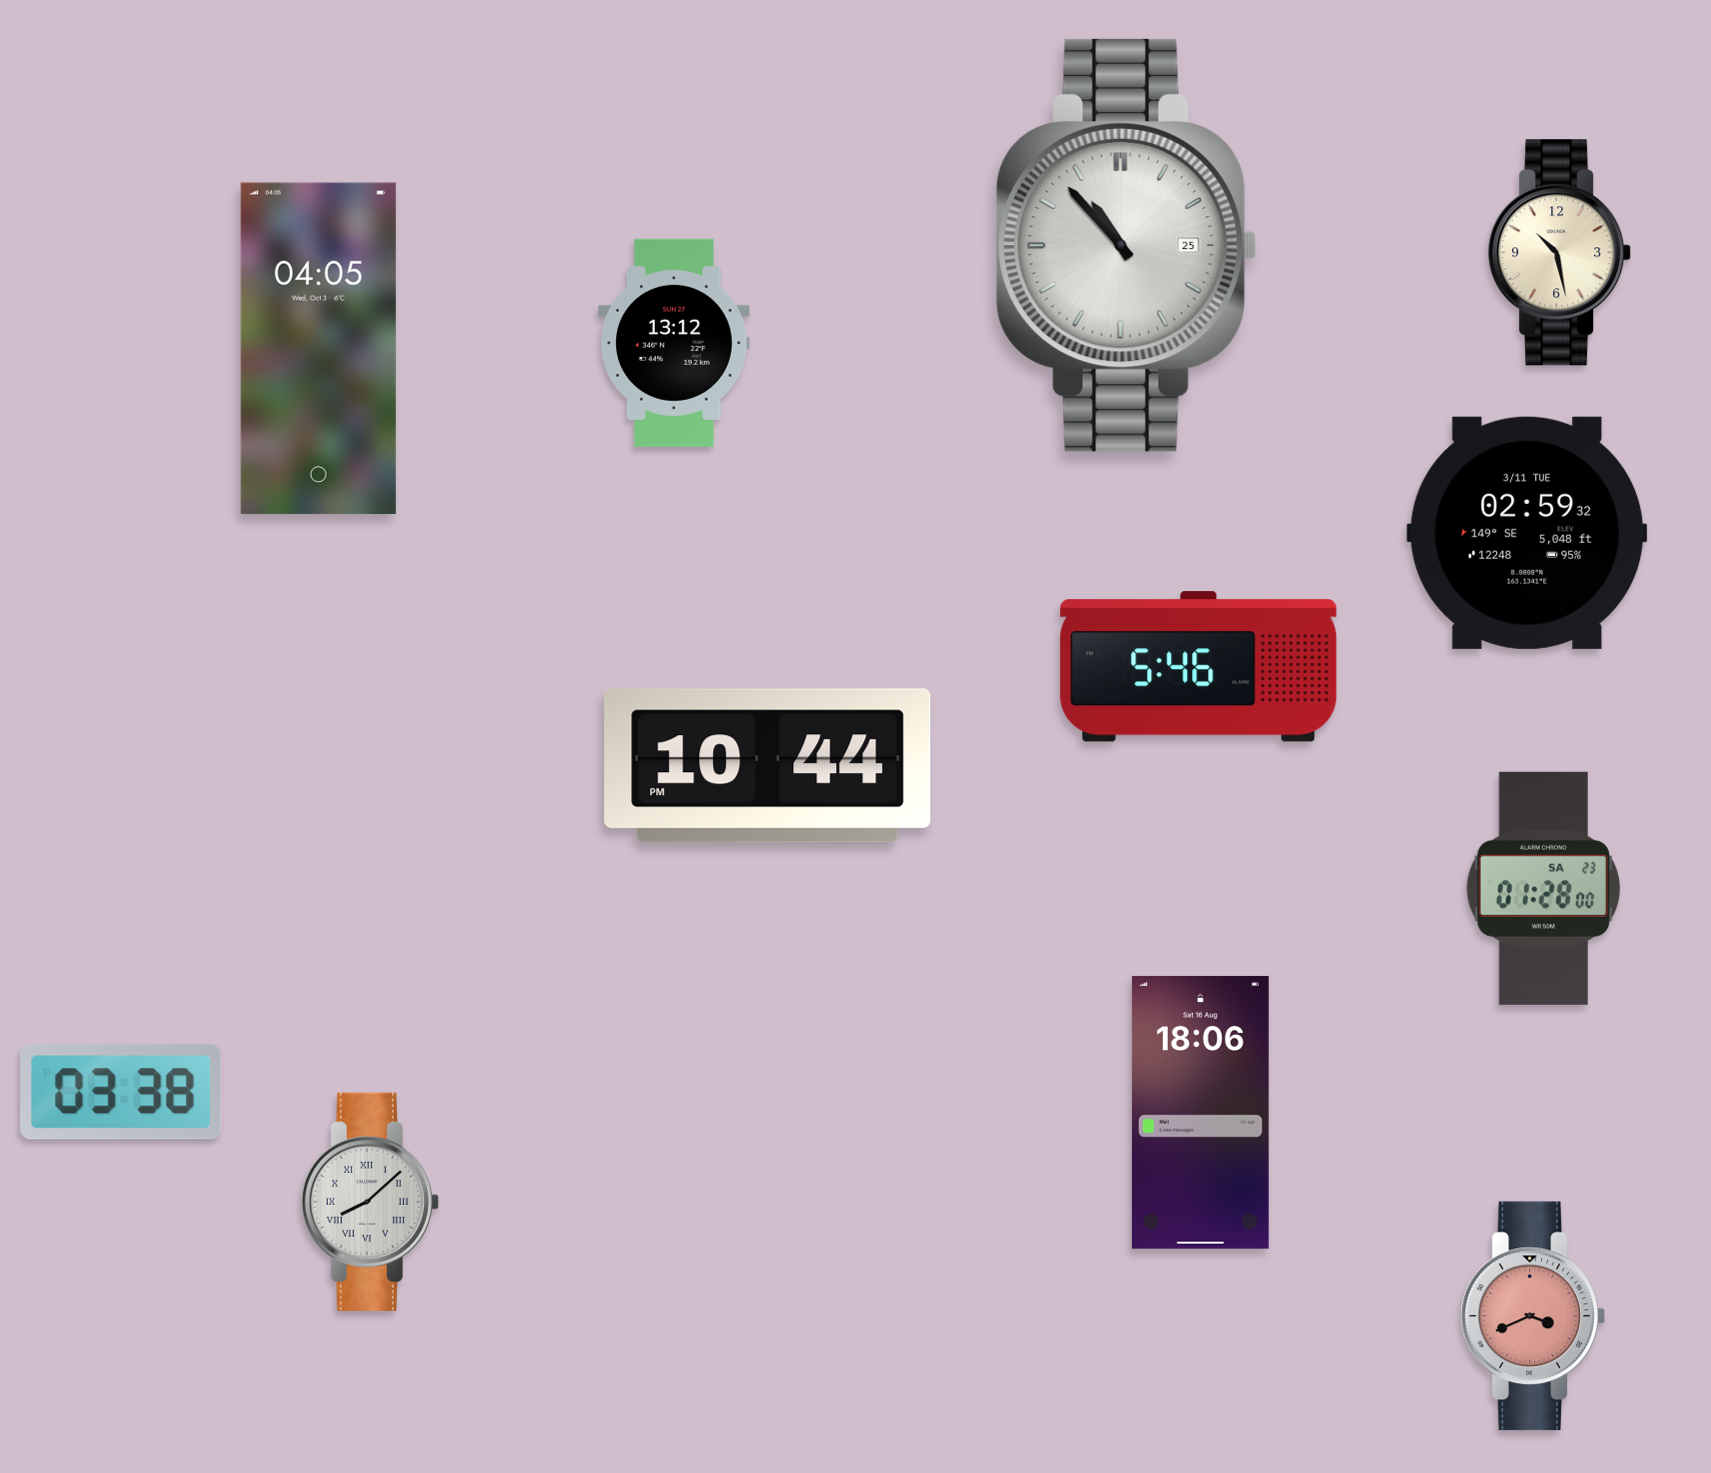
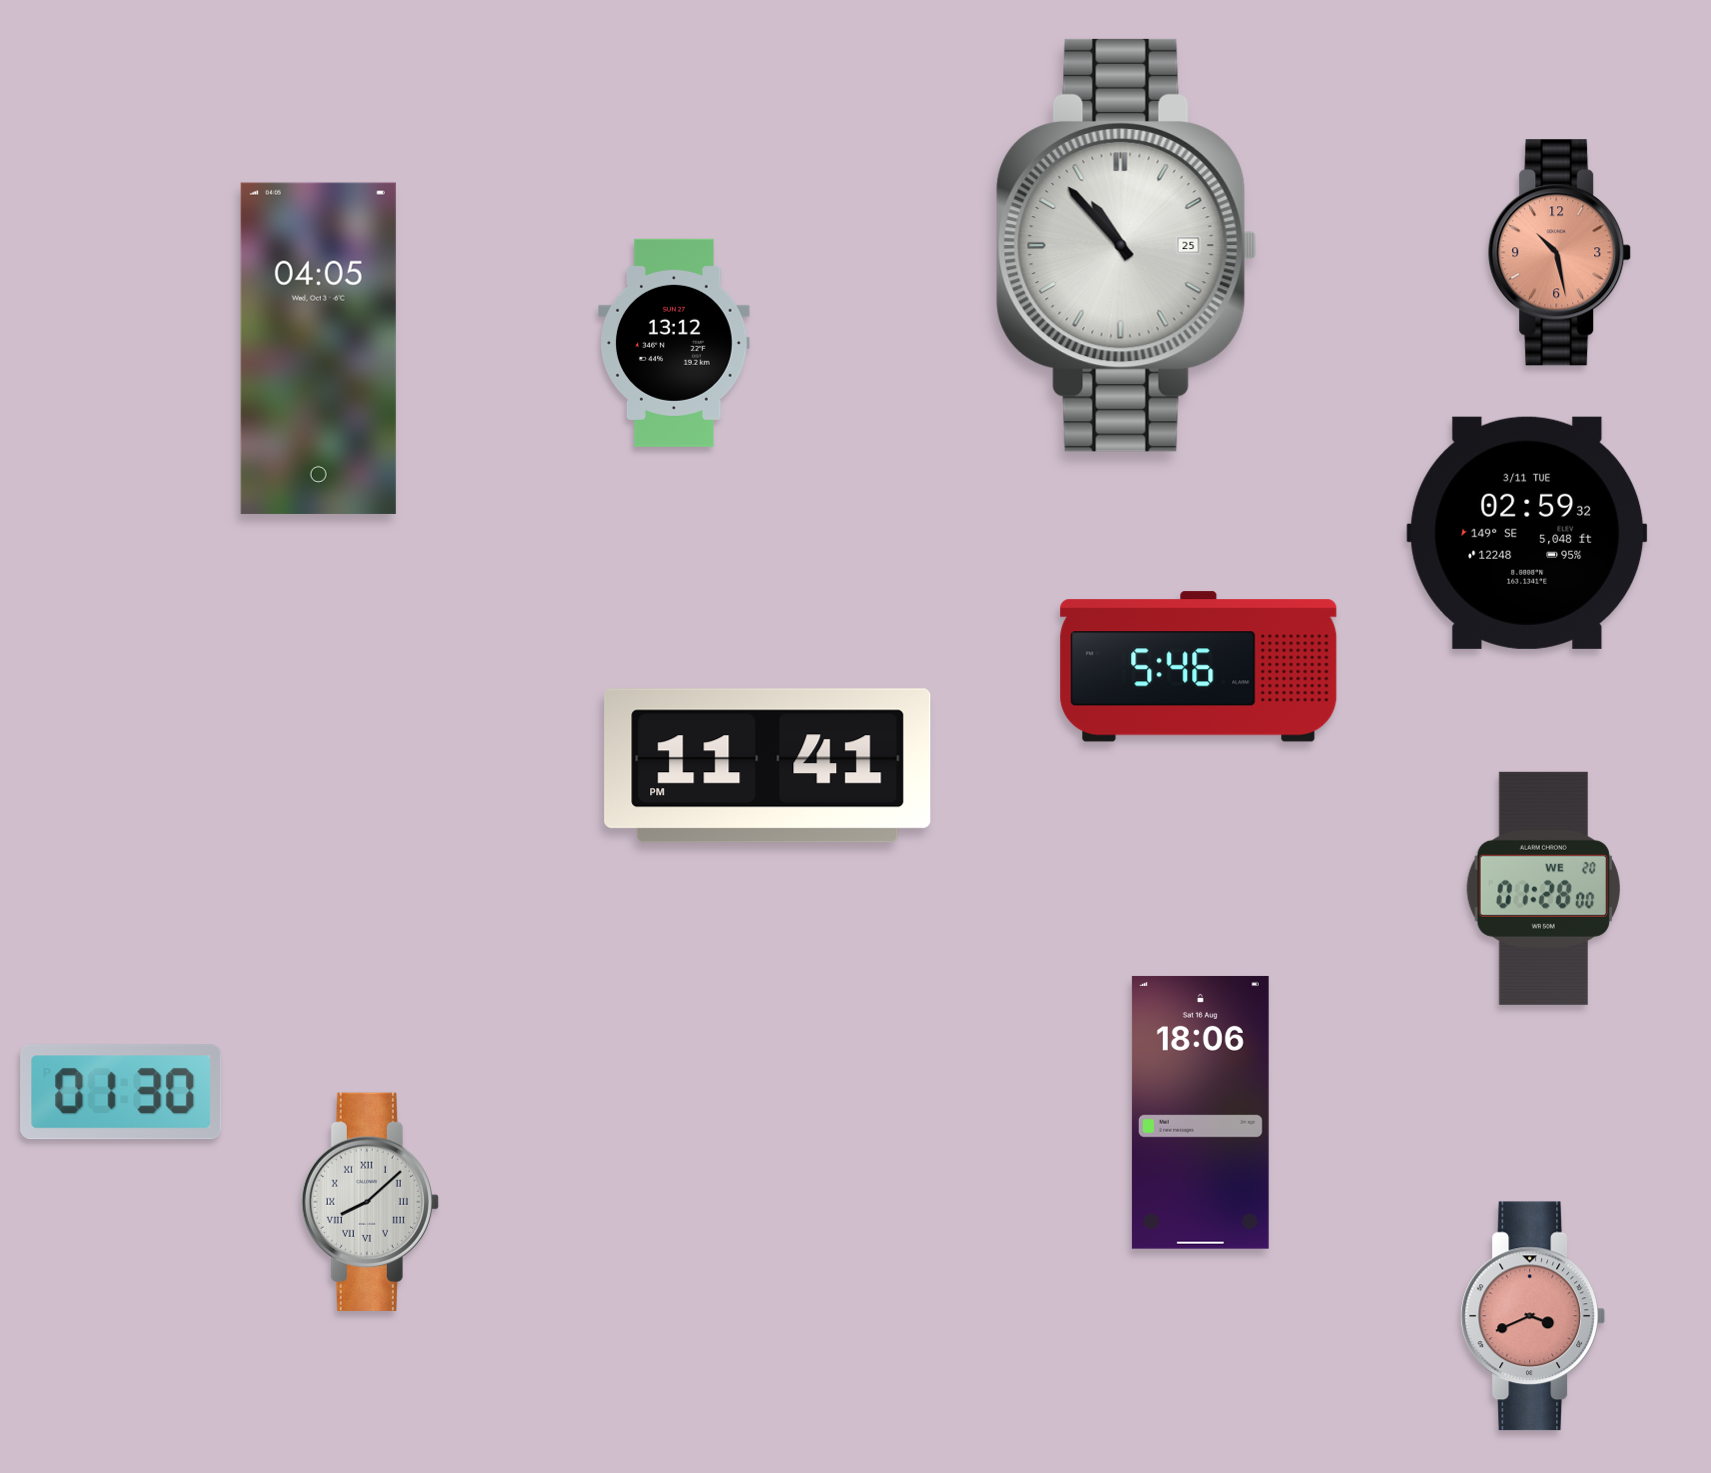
clock at (1560, 253) dial: cream -> salmon
clock at (768, 766): 10:44 -> 11:41
clock at (1543, 888) date: SA 23 -> WE 20
clock at (121, 1092): 03:38 -> 01:30
